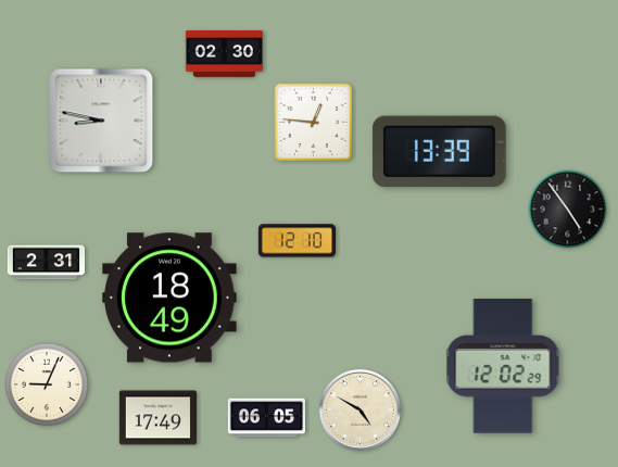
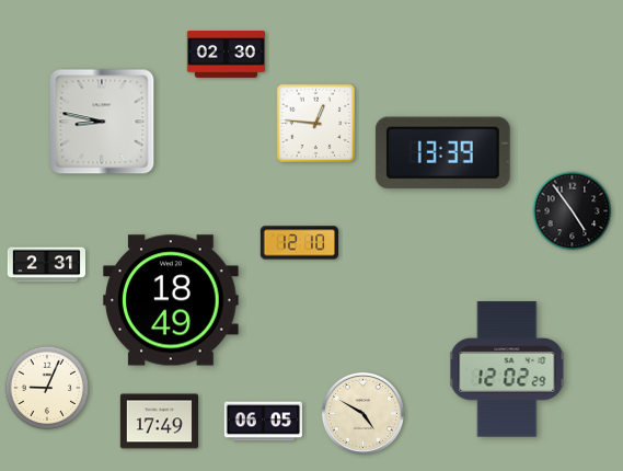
clock at (266, 418) position: (266, 418) -> (263, 422)
